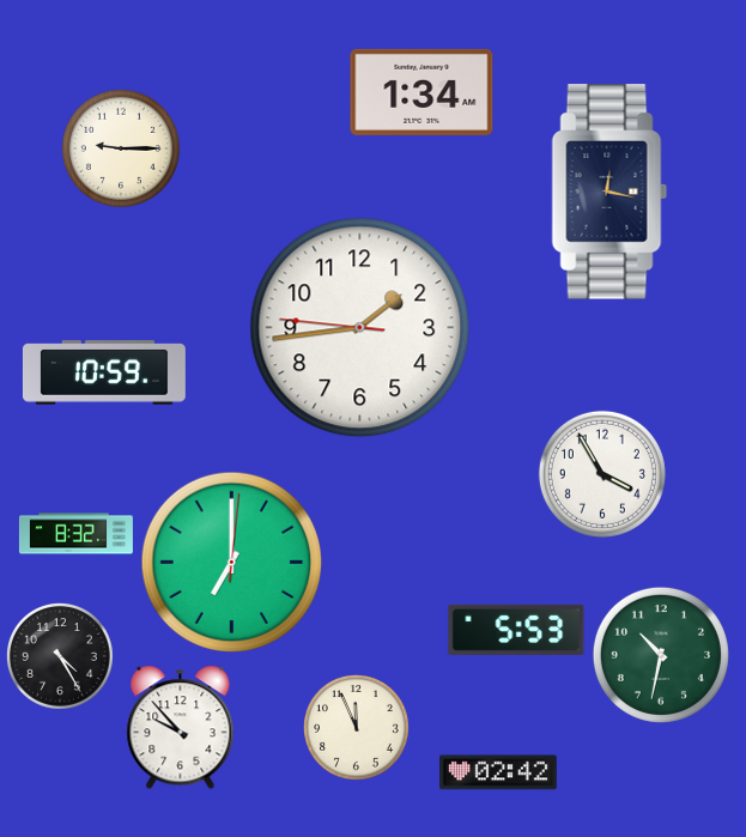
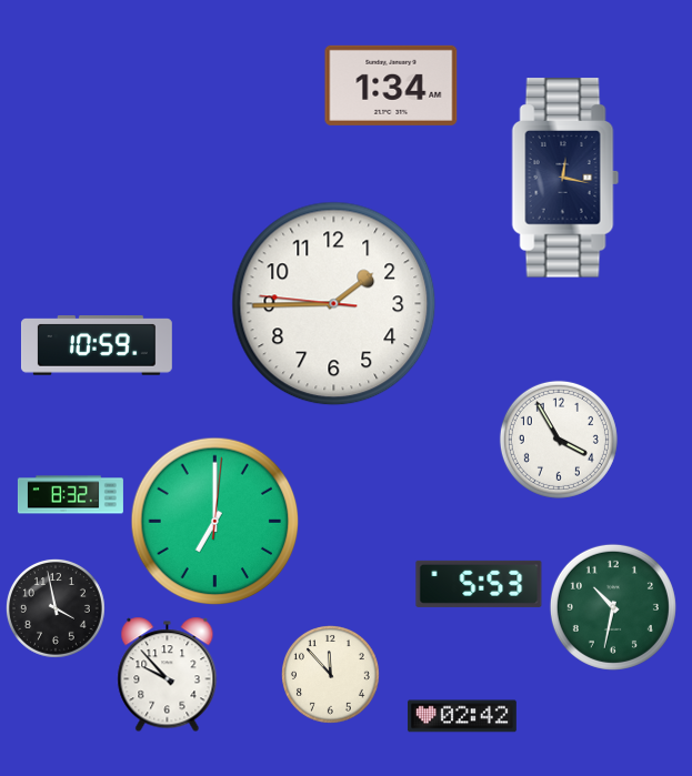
clock at (121, 148): 9:15 -> none
clock at (360, 328): 1:43 -> 1:44
clock at (61, 657): 4:25 -> 3:58
clock at (357, 728): 11:56 -> 11:53
